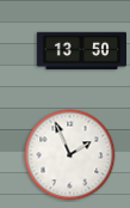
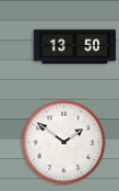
clock at (70, 155): 1:56 -> 1:51
